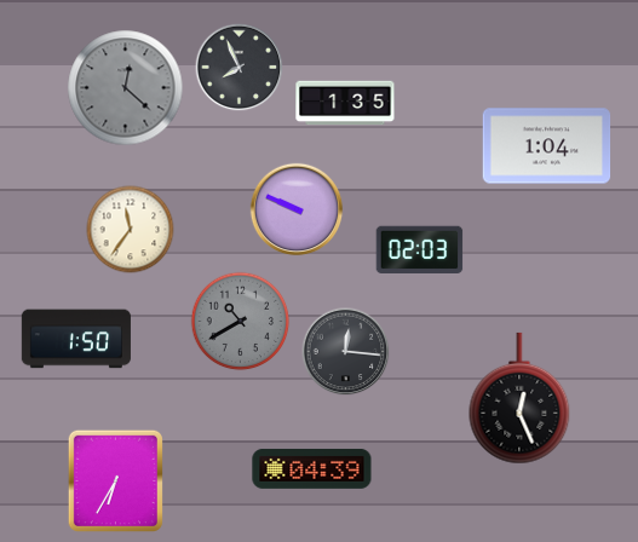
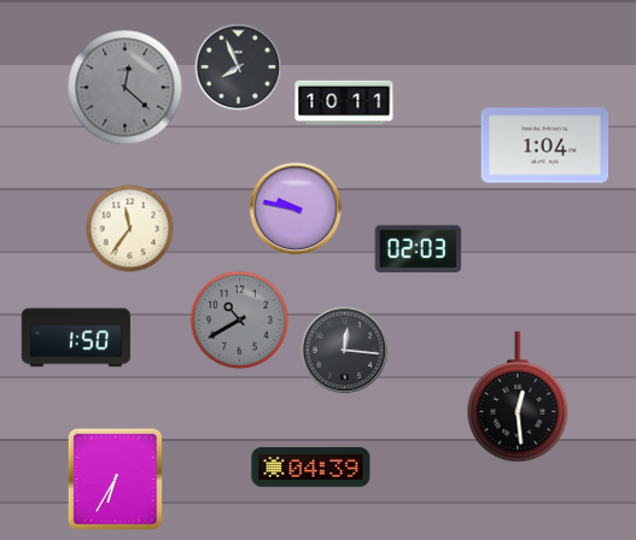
clock at (345, 103): 1:35 -> 10:11
clock at (297, 209): 9:49 -> 9:47
clock at (519, 398): 12:26 -> 12:29
